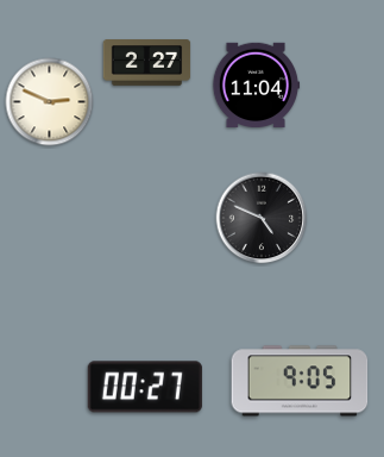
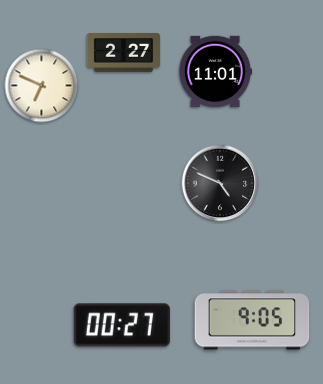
clock at (256, 86): 11:04 -> 11:01
clock at (50, 102): 2:49 -> 6:49
